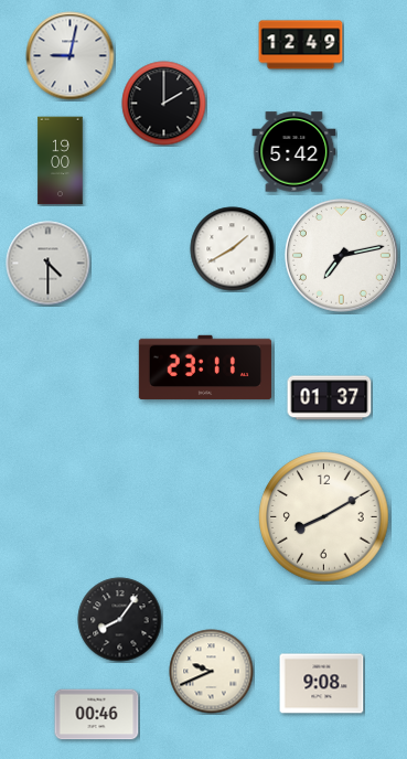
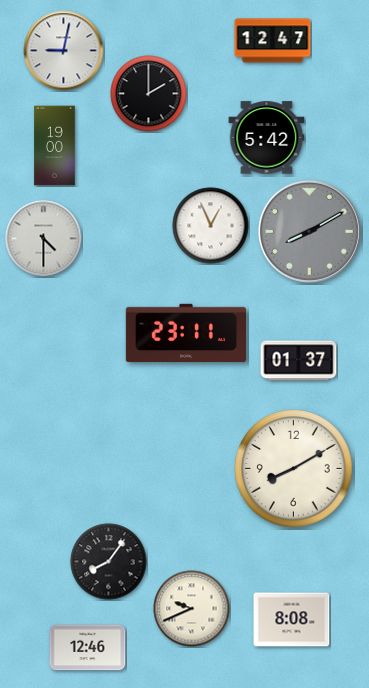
clock at (301, 45): 12:49 -> 12:47
clock at (233, 249): 1:40 -> 12:56
clock at (341, 255): 7:13 -> 8:10
clock at (341, 255) dial: white -> grey
clock at (322, 684): 9:08 -> 8:08
clock at (97, 715): 00:46 -> 12:46
